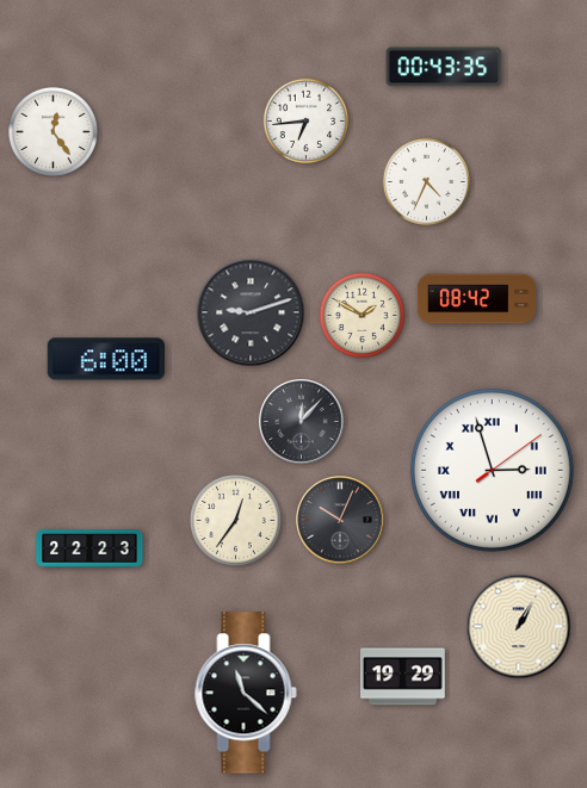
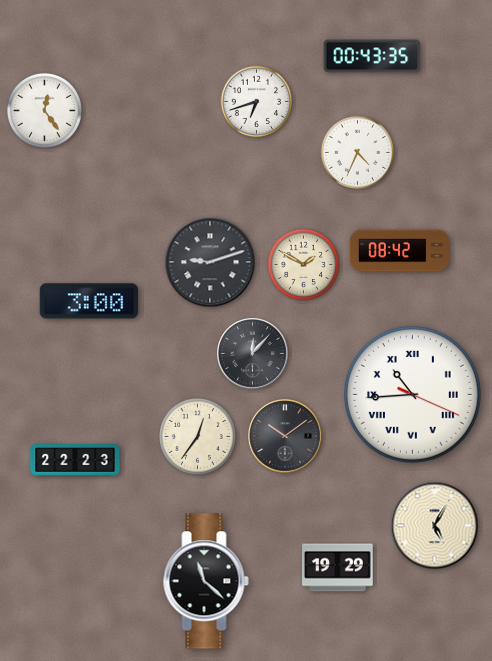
clock at (307, 122): 6:44 -> 6:42
clock at (105, 359): 6:00 -> 3:00
clock at (492, 470): 2:57 -> 10:44
clock at (340, 520): 10:04 -> 10:09
clock at (519, 627): 1:05 -> 5:05
